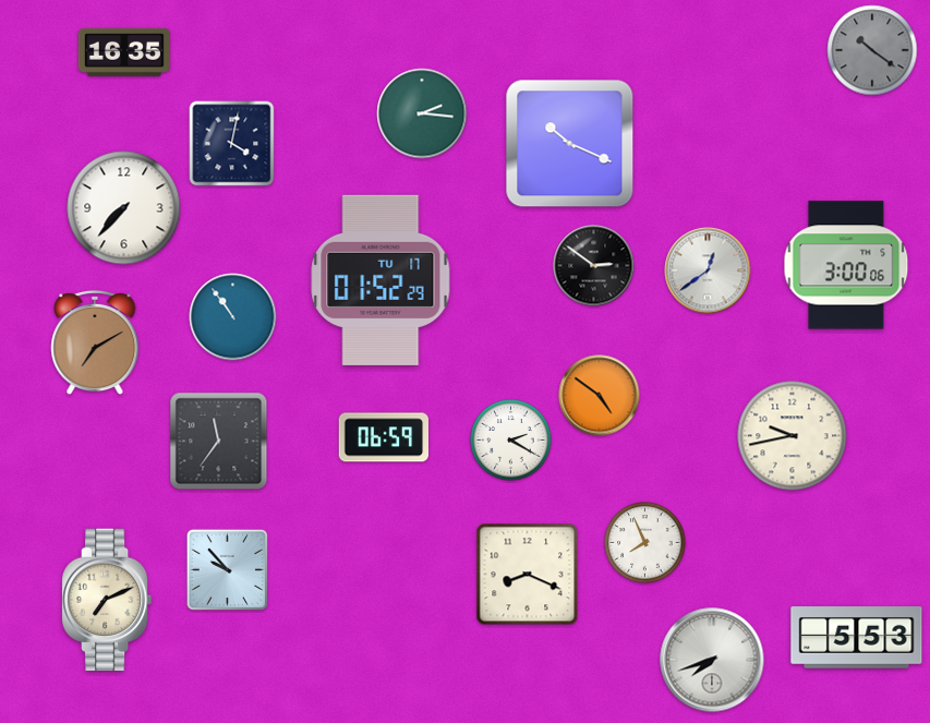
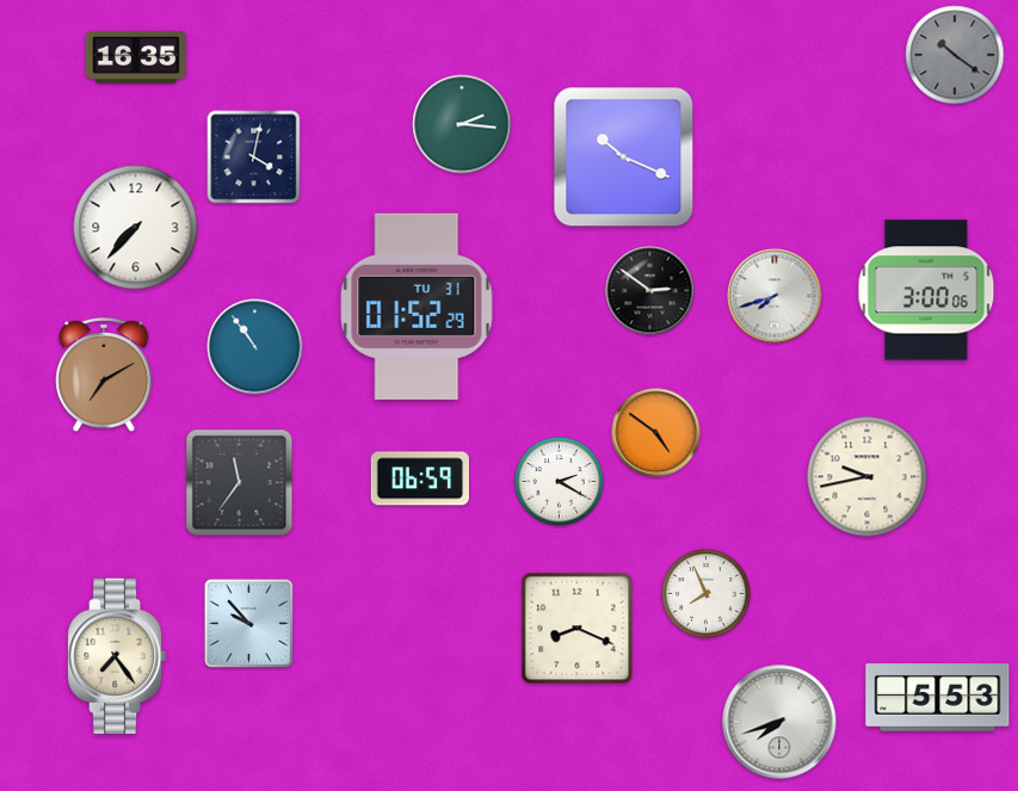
clock at (708, 270): 12:39 -> 7:42
clock at (381, 280) date: TU 17 -> TU 31
clock at (108, 600): 7:11 -> 7:24
